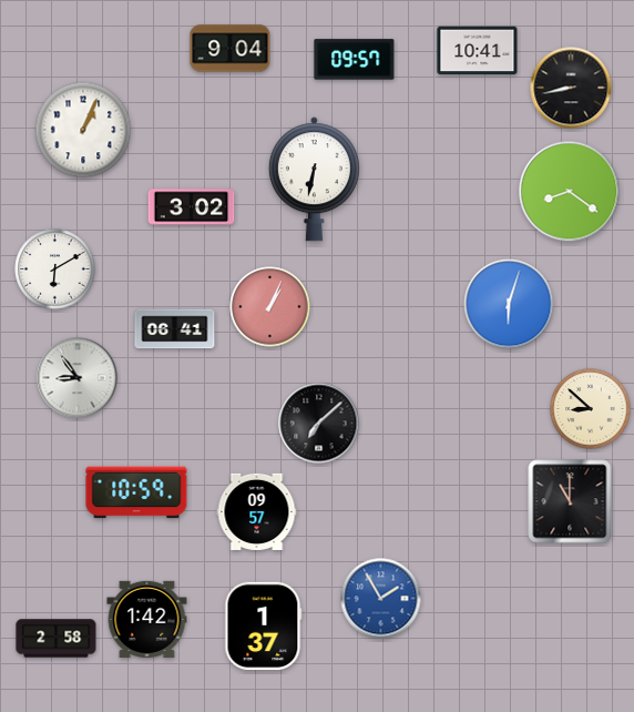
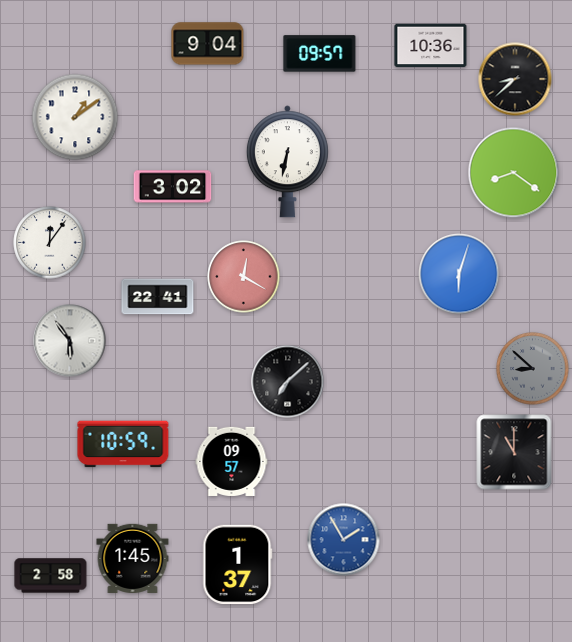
clock at (478, 51): 10:41 -> 10:36
clock at (571, 88): 8:43 -> 8:38
clock at (83, 130): 1:04 -> 1:09
clock at (314, 180) position: (314, 180) -> (287, 162)
clock at (55, 269): 6:10 -> 12:06
clock at (270, 307): 1:04 -> 12:20
clock at (175, 329): 06:41 -> 22:41
clock at (78, 378): 8:54 -> 5:54
clock at (591, 409) dial: cream -> grey
clock at (147, 619): 1:42 -> 1:45
